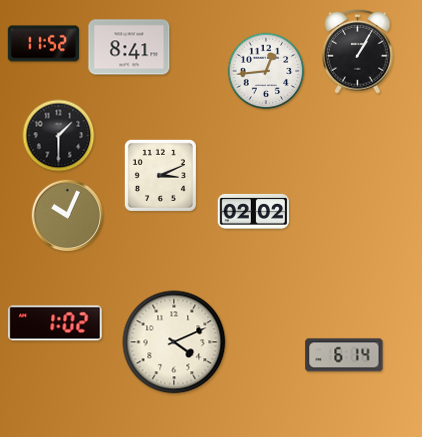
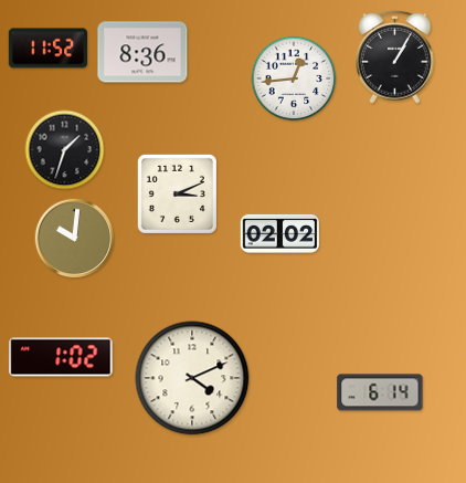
clock at (129, 47): 8:41 -> 8:36
clock at (59, 136): 1:30 -> 1:33
clock at (68, 216): 10:04 -> 10:01
